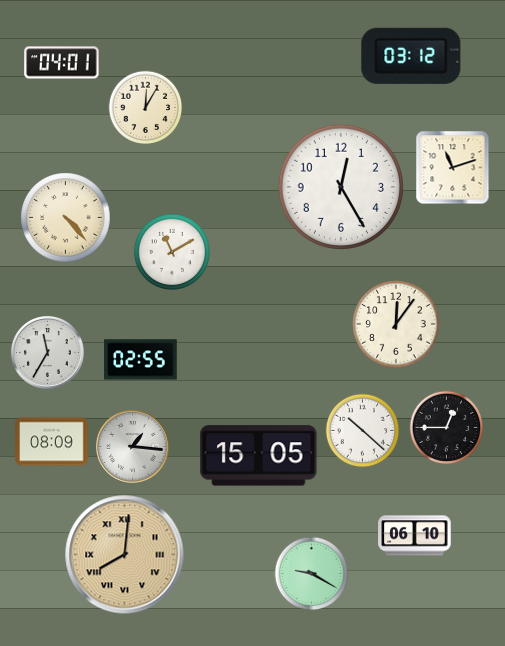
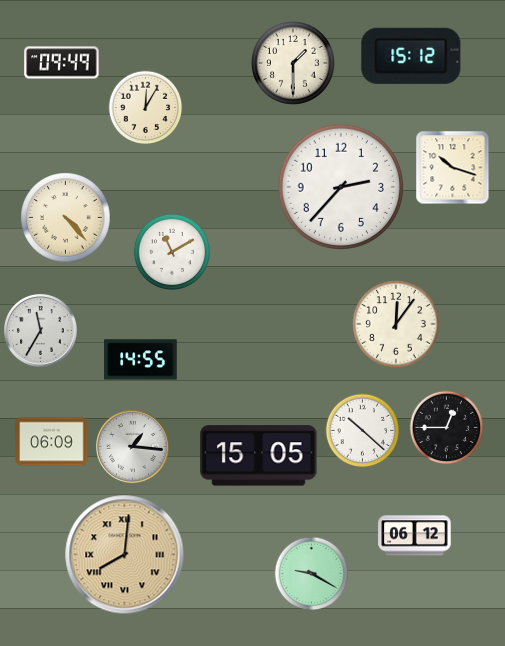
clock at (411, 56): 03:12 -> 15:12
clock at (62, 63): 04:01 -> 09:49
clock at (293, 63): none -> 1:30
clock at (453, 168): 11:12 -> 10:18
clock at (340, 186): 12:25 -> 2:37
clock at (47, 352) position: (47, 352) -> (40, 330)
clock at (141, 360): 02:55 -> 14:55
clock at (52, 442): 08:09 -> 06:09
clock at (415, 536): 06:10 -> 06:12
